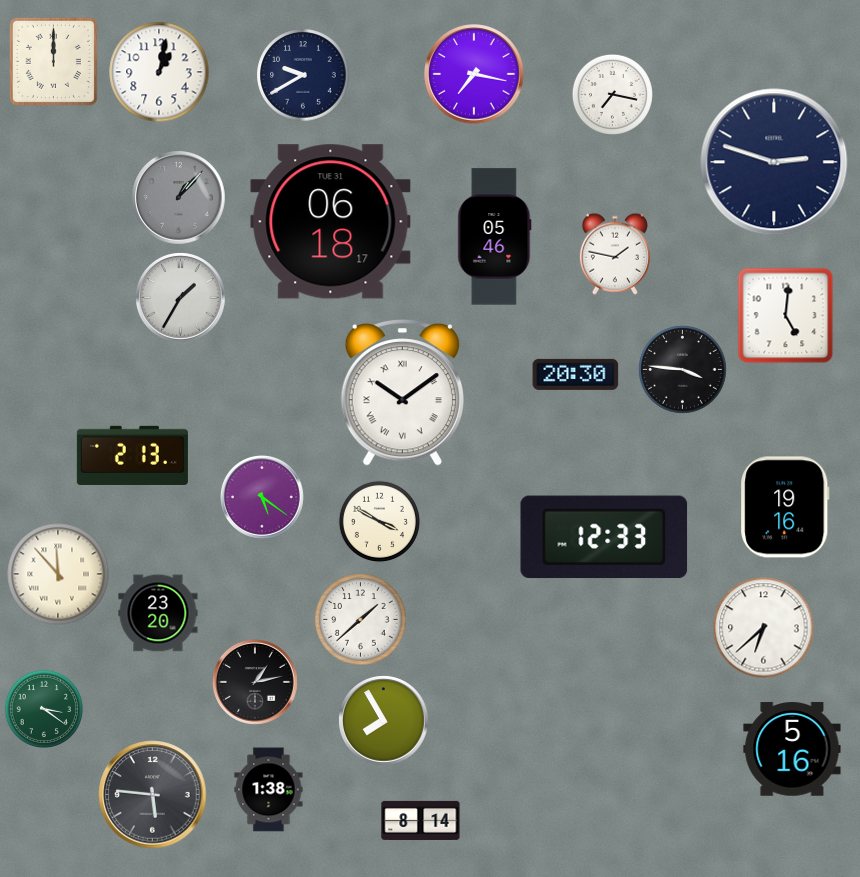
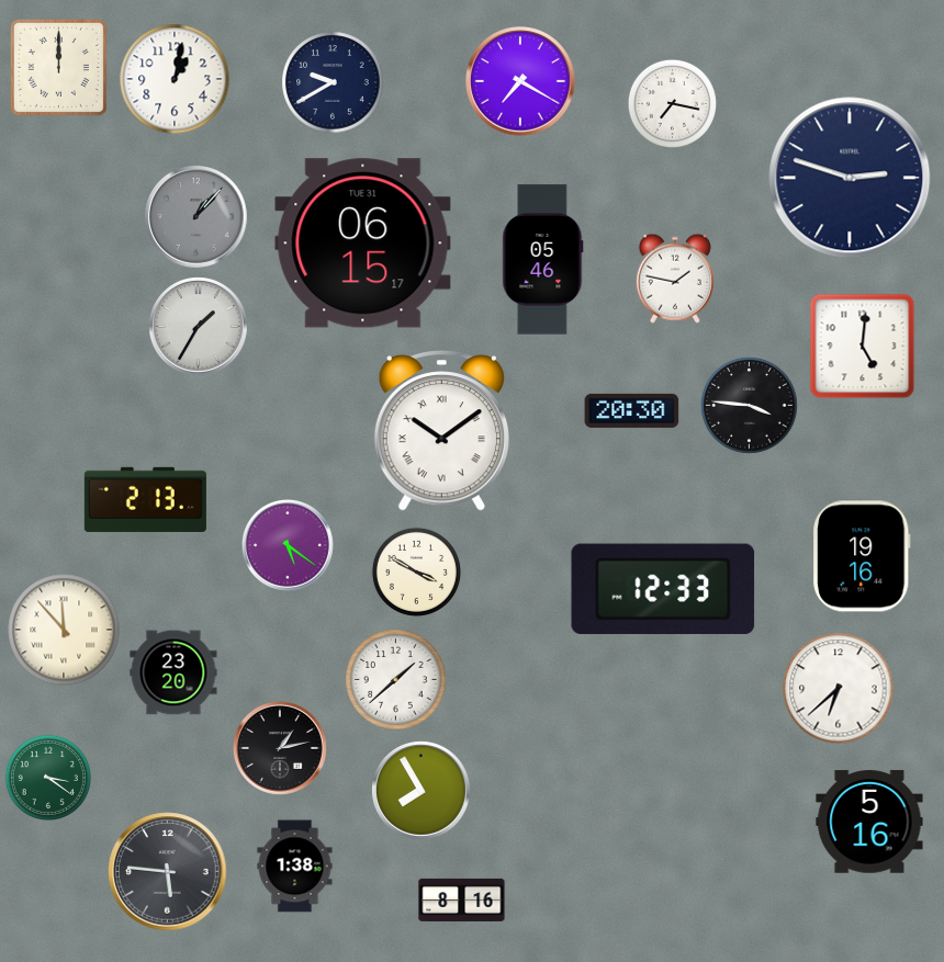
clock at (474, 74): 7:17 -> 7:20
clock at (331, 222): 06:18 -> 06:15
clock at (421, 820): 8:14 -> 8:16
